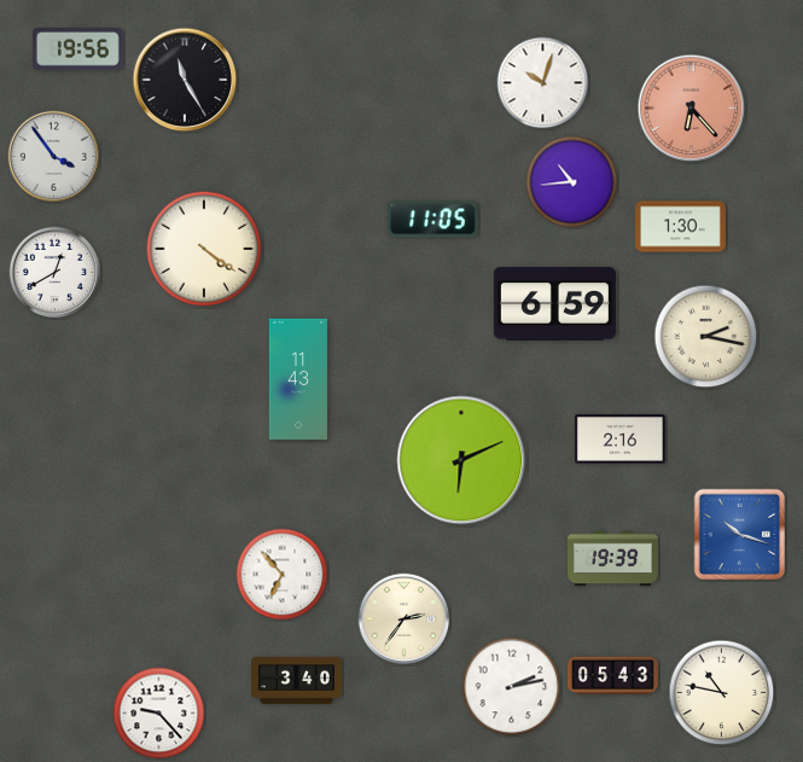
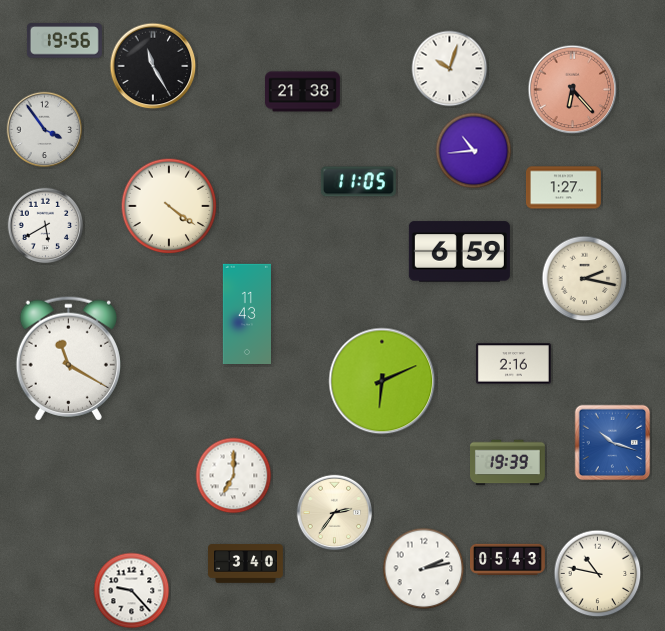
clock at (303, 92): none -> 21:38
clock at (681, 227): 1:30 -> 1:27
clock at (56, 273): 12:40 -> 5:40
clock at (68, 358): none -> 11:20
clock at (283, 575): 6:53 -> 7:00
